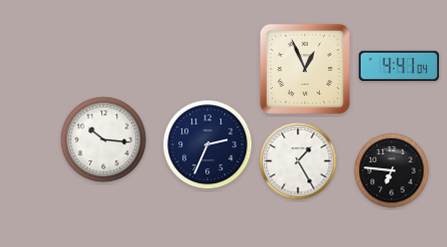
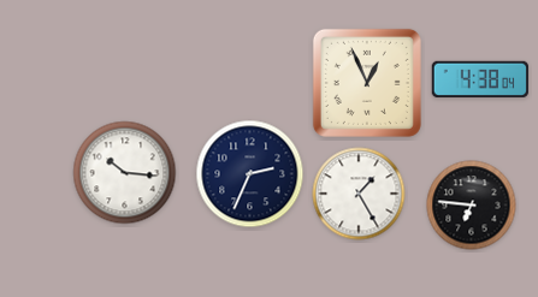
clock at (399, 66): 4:41 -> 4:38
clock at (104, 140) position: (104, 140) -> (125, 173)
